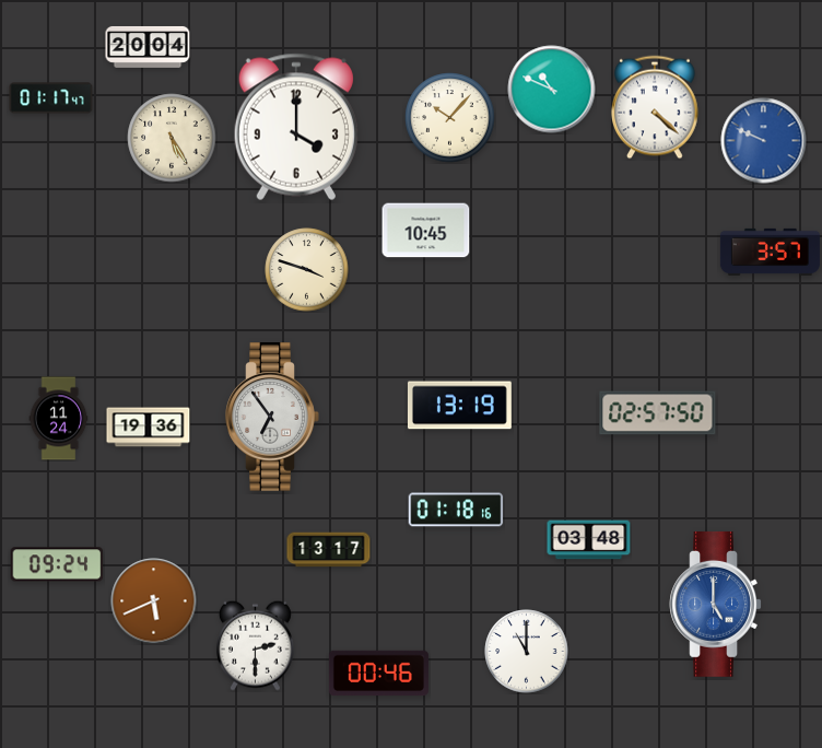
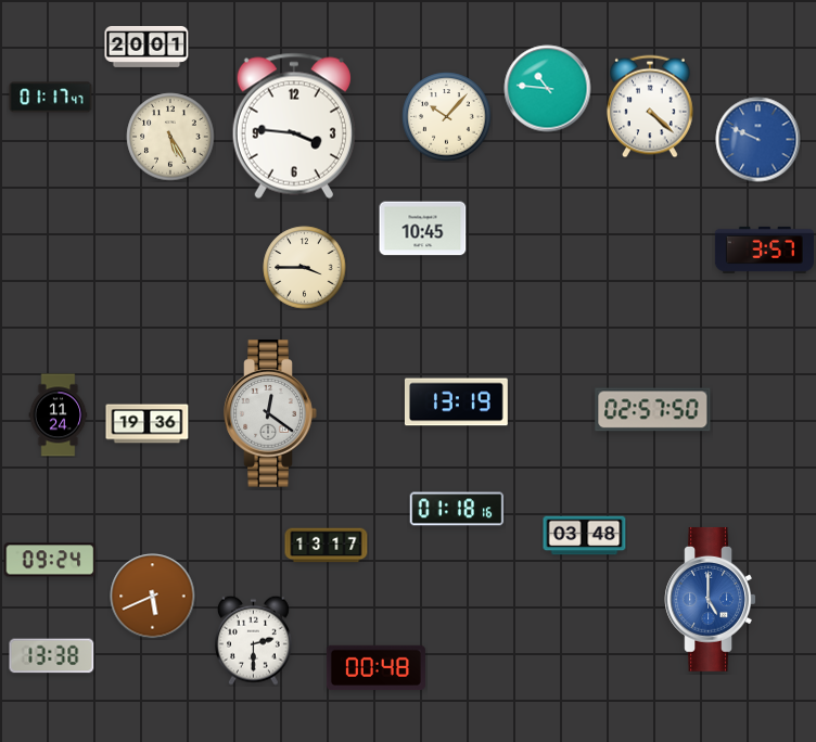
clock at (148, 47): 20:04 -> 20:01
clock at (552, 90): 10:49 -> 10:46
clock at (296, 127): 4:00 -> 3:46
clock at (307, 270): 3:48 -> 3:45
clock at (272, 417): 6:54 -> 12:21
clock at (456, 510) position: (456, 510) -> (457, 509)
clock at (57, 564) position: (57, 564) -> (50, 560)
clock at (527, 652): 11:00 -> none
clock at (52, 656): none -> 13:38
clock at (378, 674): 00:46 -> 00:48
